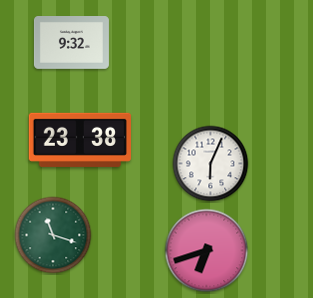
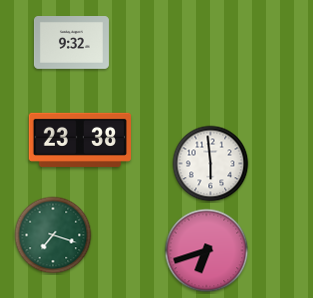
clock at (211, 164): 6:04 -> 5:59
clock at (53, 235): 11:18 -> 7:18
